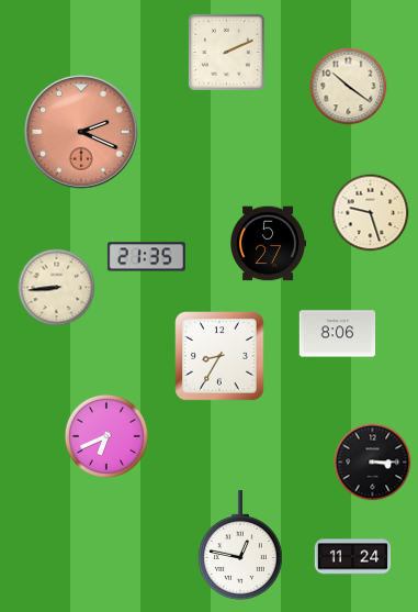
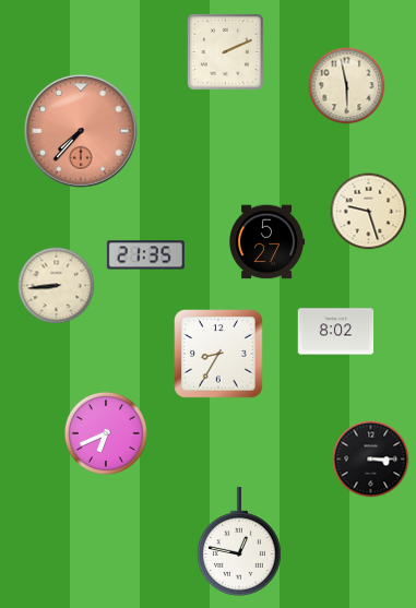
clock at (349, 87): 10:21 -> 5:58
clock at (81, 132): 2:19 -> 7:37
clock at (338, 334): 8:06 -> 8:02
clock at (353, 557): 11:24 -> none
